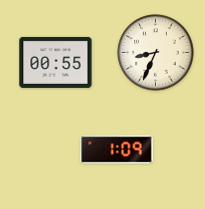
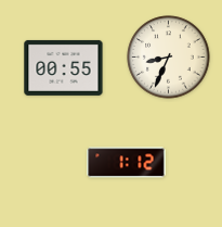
clock at (56, 62) position: (56, 62) -> (64, 67)
clock at (117, 150): 1:09 -> 1:12
